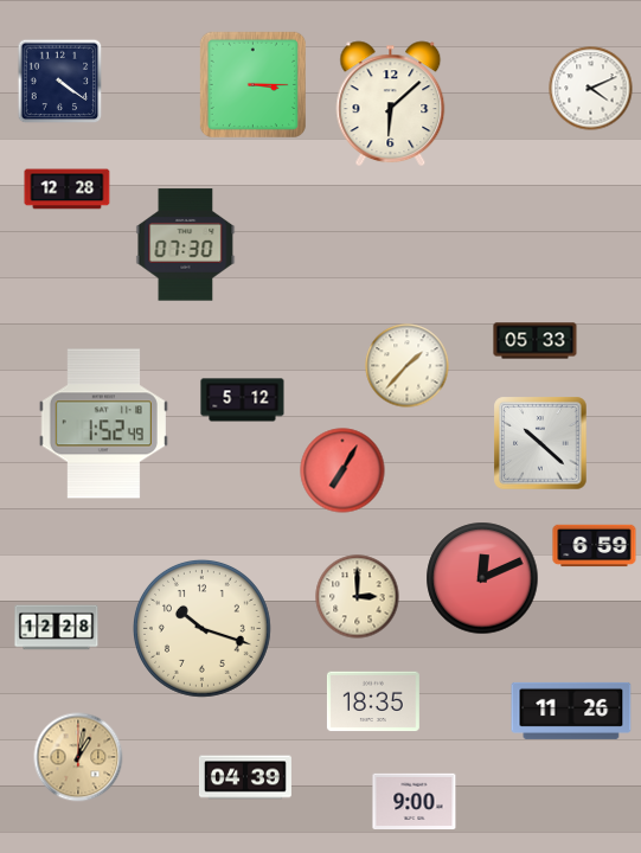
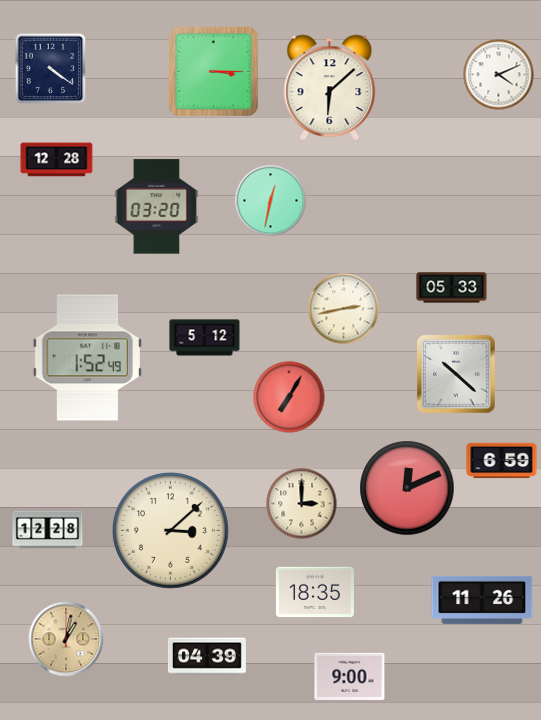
clock at (271, 201): none -> 12:32
clock at (186, 245): 07:30 -> 03:20
clock at (408, 366): 1:37 -> 2:43
clock at (201, 628): 10:18 -> 3:08
